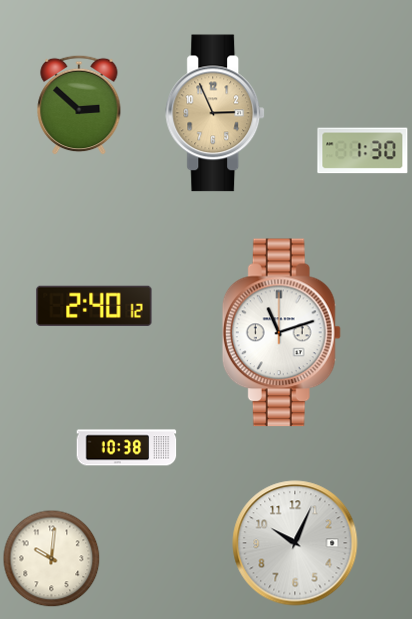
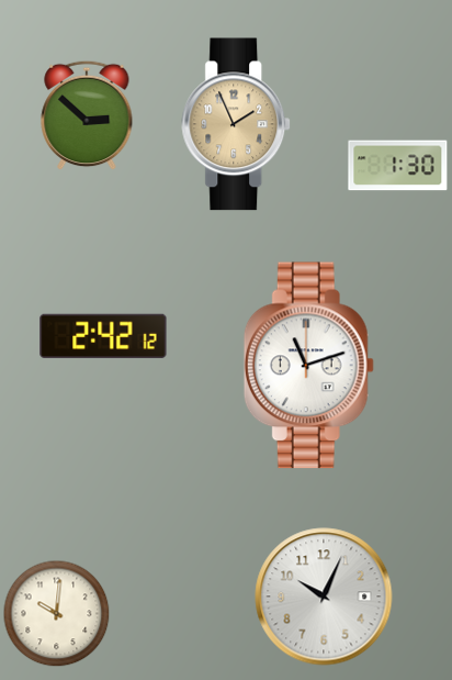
clock at (216, 113): 2:56 -> 1:56
clock at (94, 306): 2:40 -> 2:42
clock at (127, 448): 10:38 -> none
